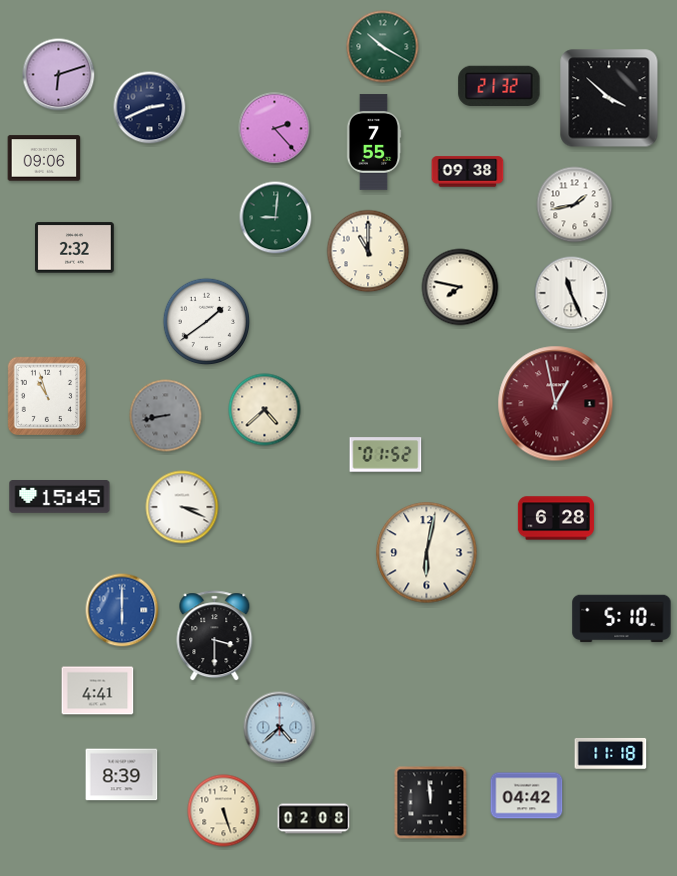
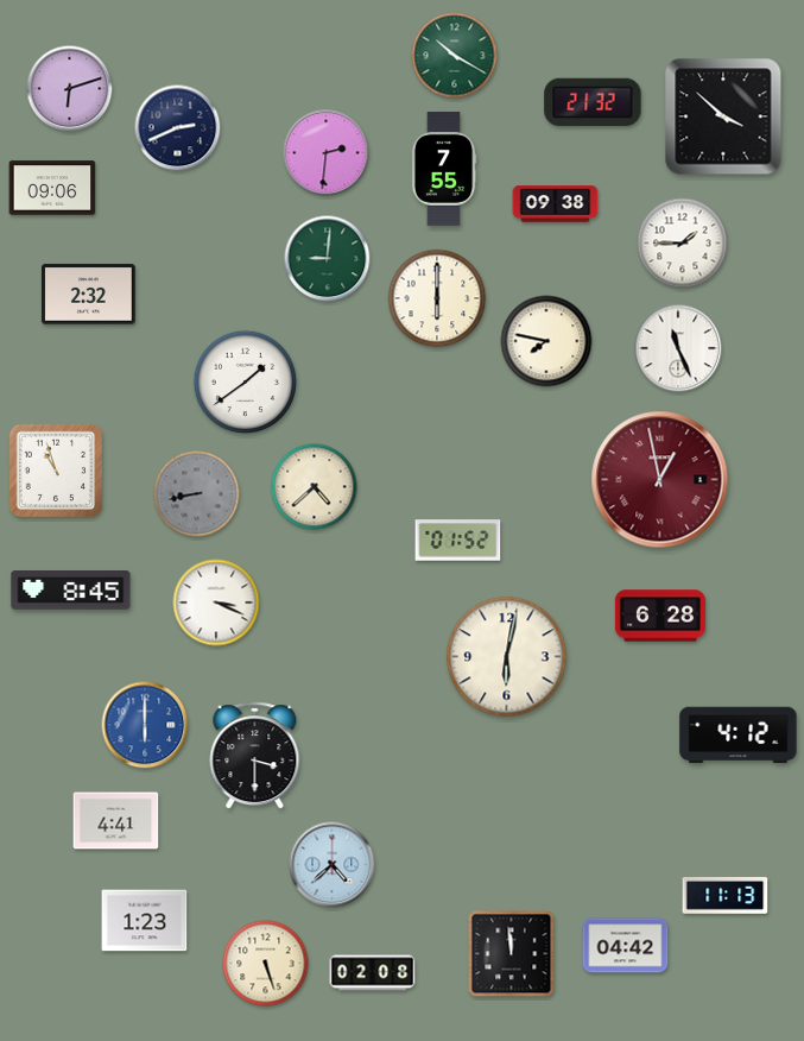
clock at (275, 129): 2:23 -> 2:31
clock at (575, 205): 1:43 -> 1:45
clock at (368, 251): 11:00 -> 6:00
clock at (60, 497): 15:45 -> 8:45
clock at (622, 619): 5:10 -> 4:12
clock at (611, 753): 11:18 -> 11:13
clock at (122, 775): 8:39 -> 1:23
